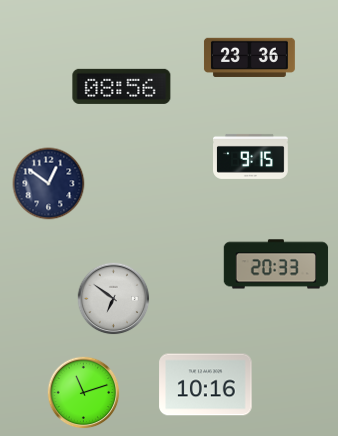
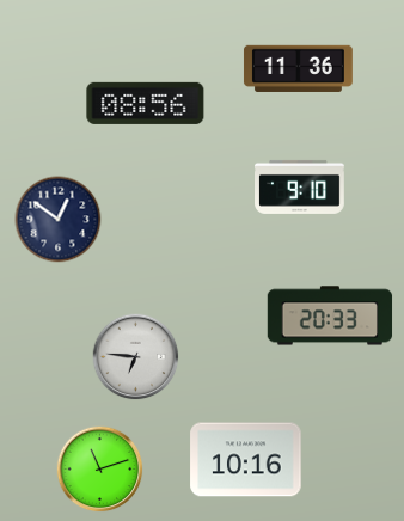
clock at (249, 57): 23:36 -> 11:36
clock at (251, 156): 9:15 -> 9:10
clock at (114, 299): 6:51 -> 6:46
